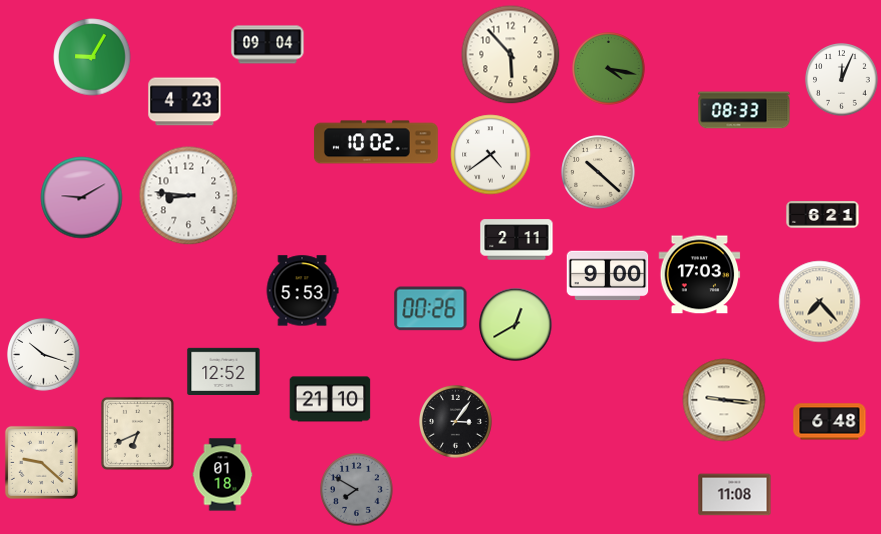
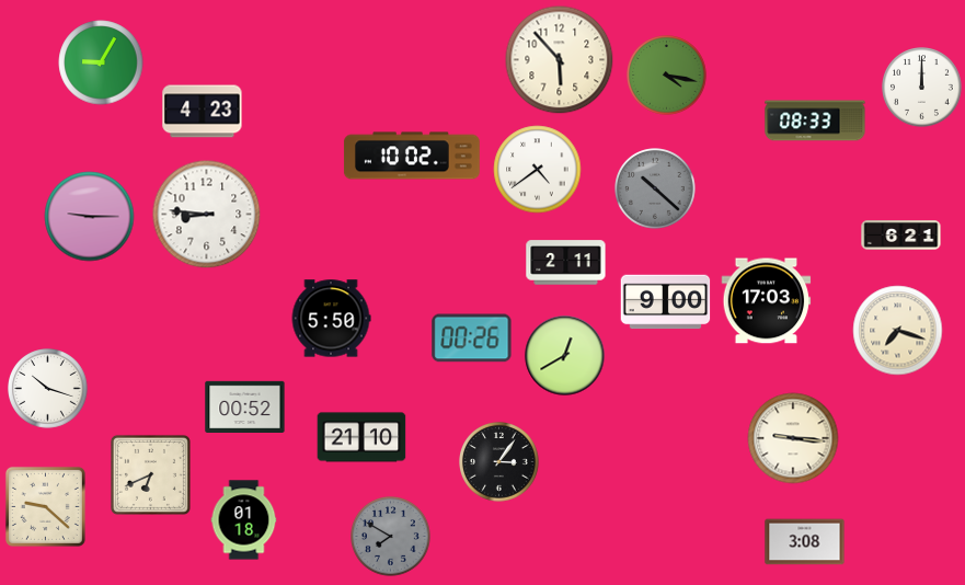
clock at (268, 45): 09:04 -> none
clock at (842, 80): 12:04 -> 12:00
clock at (598, 172) dial: cream -> grey
clock at (82, 198): 9:10 -> 9:15
clock at (302, 291): 5:53 -> 5:50
clock at (820, 302): 7:23 -> 7:18
clock at (224, 371): 12:52 -> 00:52
clock at (830, 422): 6:48 -> none
clock at (735, 495): 11:08 -> 3:08
